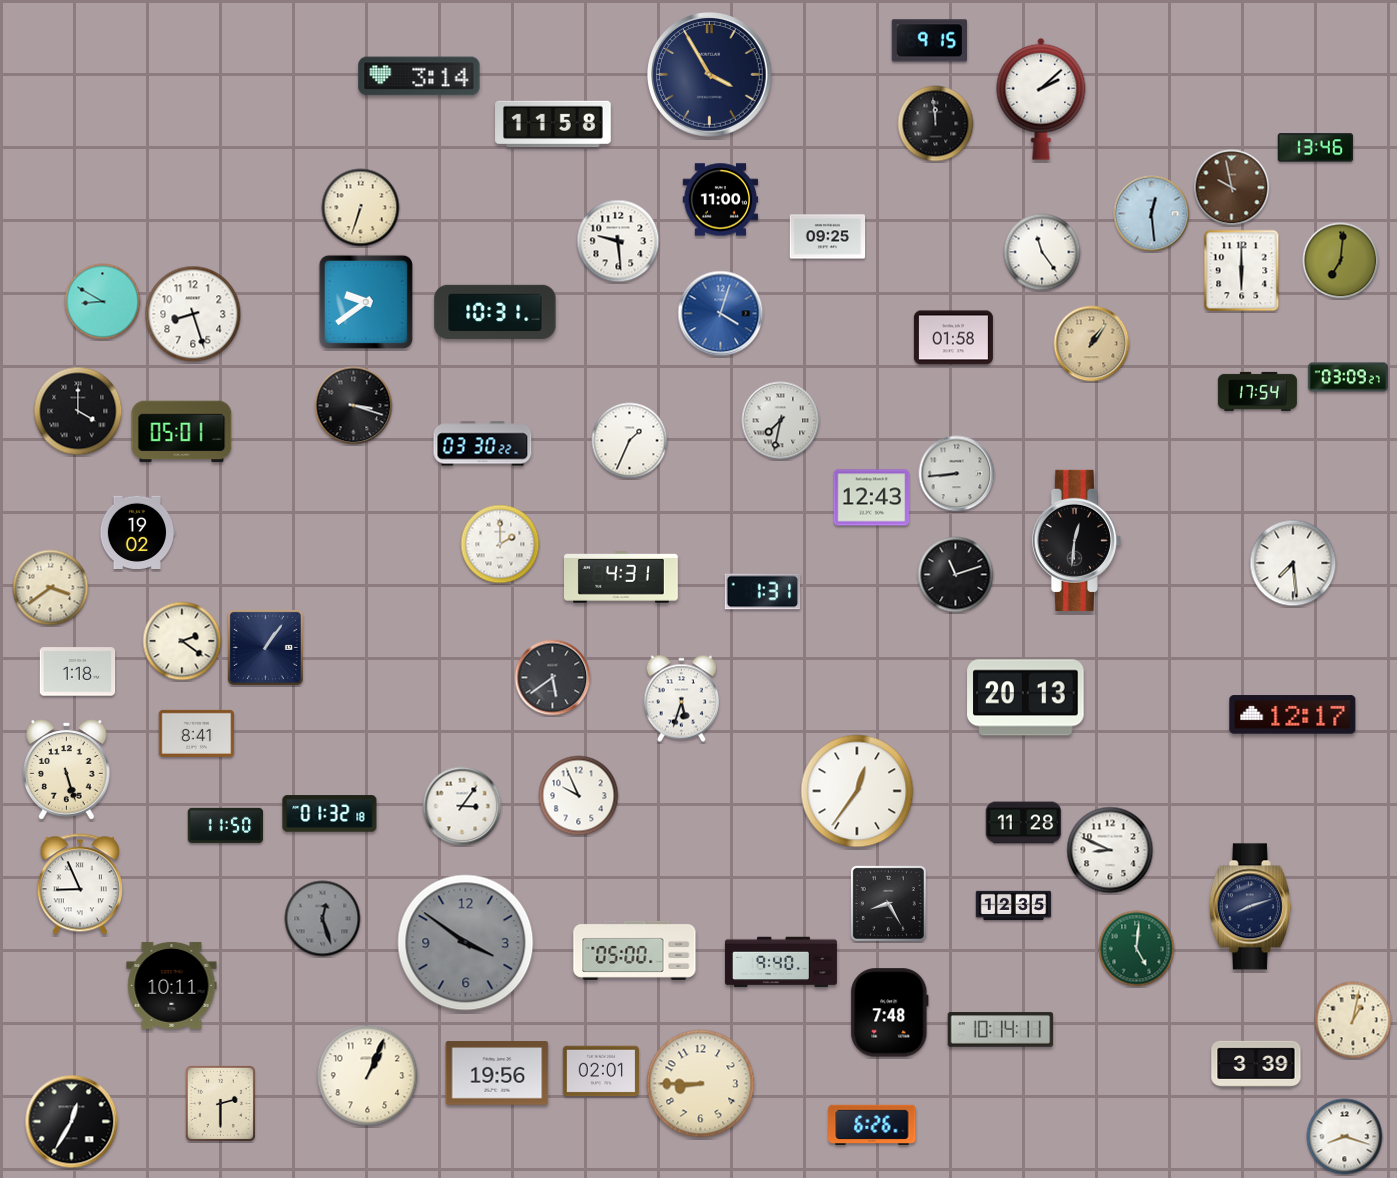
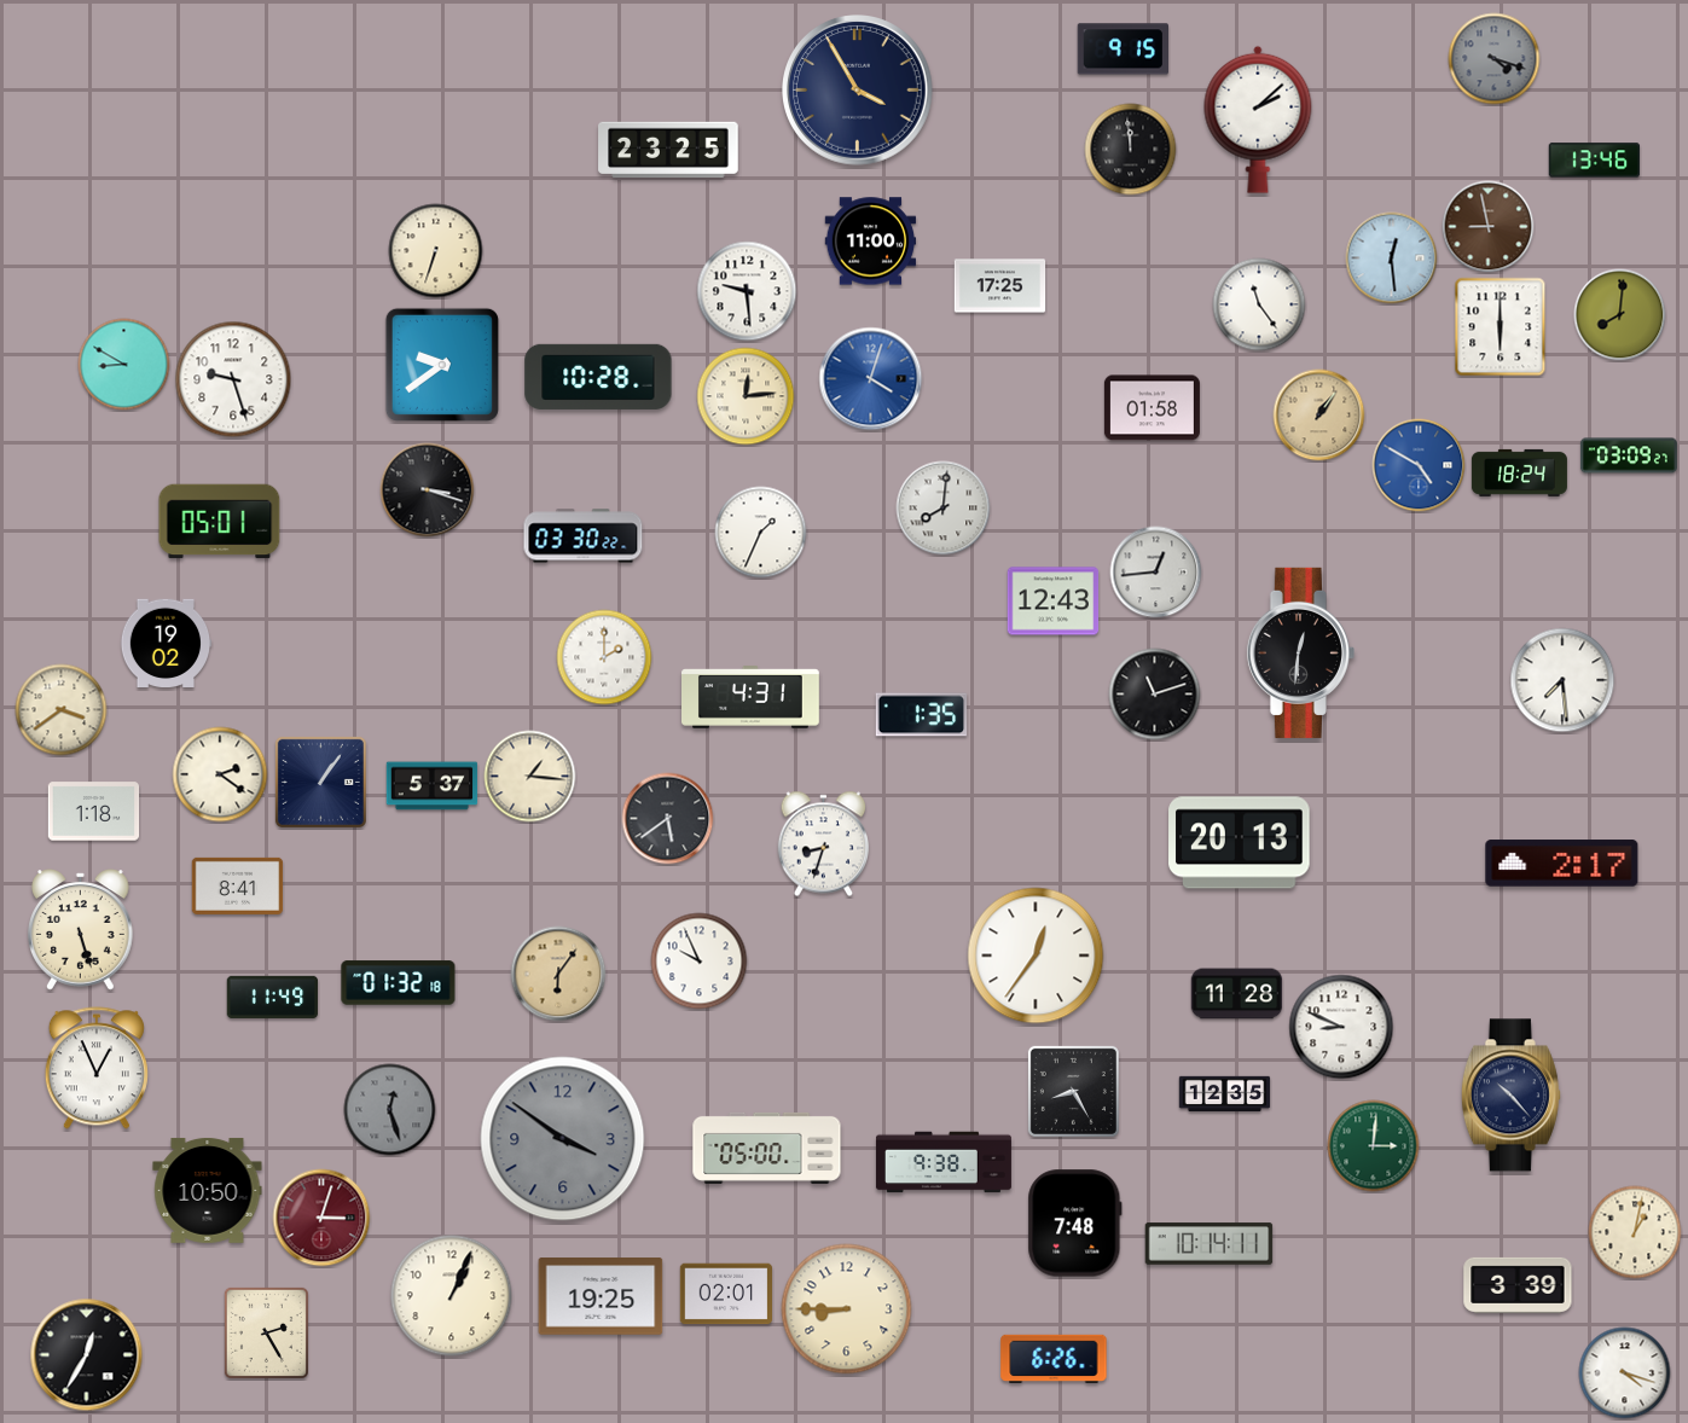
clock at (1495, 59): none -> 4:18
clock at (419, 76): 3:14 -> none
clock at (553, 123): 11:58 -> 23:25
clock at (1316, 148) position: (1316, 148) -> (1595, 161)
clock at (1232, 188): 9:58 -> 8:58
clock at (828, 237): 09:25 -> 17:25
clock at (1341, 261): 7:01 -> 8:01
clock at (495, 312): 10:31 -> 10:28
clock at (193, 314): 8:27 -> 9:27
clock at (746, 396): none -> 12:14
clock at (1419, 465): none -> 4:50
clock at (1257, 391): 17:54 -> 18:24
clock at (78, 411): 4:00 -> none
clock at (781, 421): 7:32 -> 8:01
clock at (957, 474): 8:44 -> 12:44
clock at (763, 592): 1:31 -> 1:35
clock at (530, 777): none -> 1:16
clock at (433, 786): none -> 5:37
clock at (681, 699): 5:33 -> 8:33
clock at (1293, 715): 12:17 -> 2:17
clock at (462, 806): 3:06 -> 6:06
clock at (462, 806) dial: white -> champagne
clock at (226, 825): 11:50 -> 11:49
clock at (80, 884): 8:56 -> 12:56
clock at (1250, 907): 8:12 -> 10:23
clock at (1137, 949): 5:01 -> 3:01
clock at (781, 962): 9:40 -> 9:38
clock at (172, 985): 10:11 -> 10:50
clock at (321, 1218): none -> 3:03
clock at (497, 1073): 19:56 -> 19:25
clock at (368, 1076) position: (368, 1076) -> (452, 1296)
clock at (220, 1103): 2:30 -> 2:25
clock at (1345, 1137): 8:18 -> 4:18
